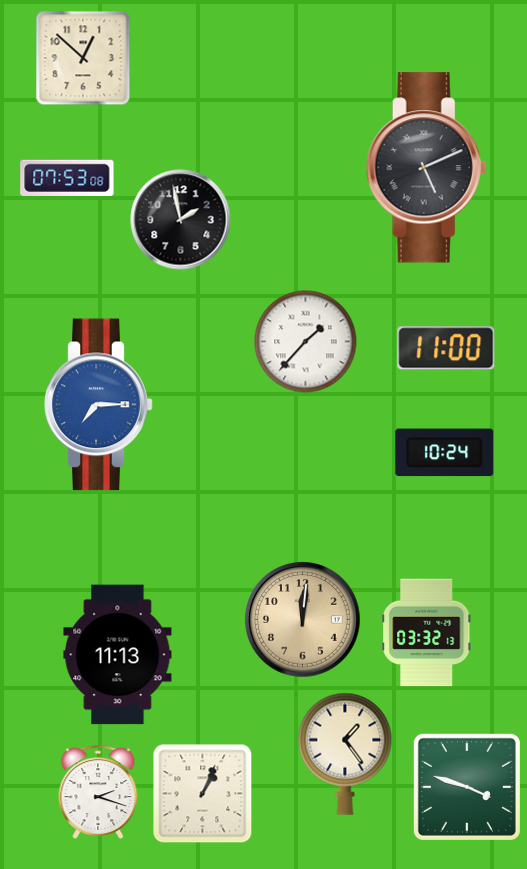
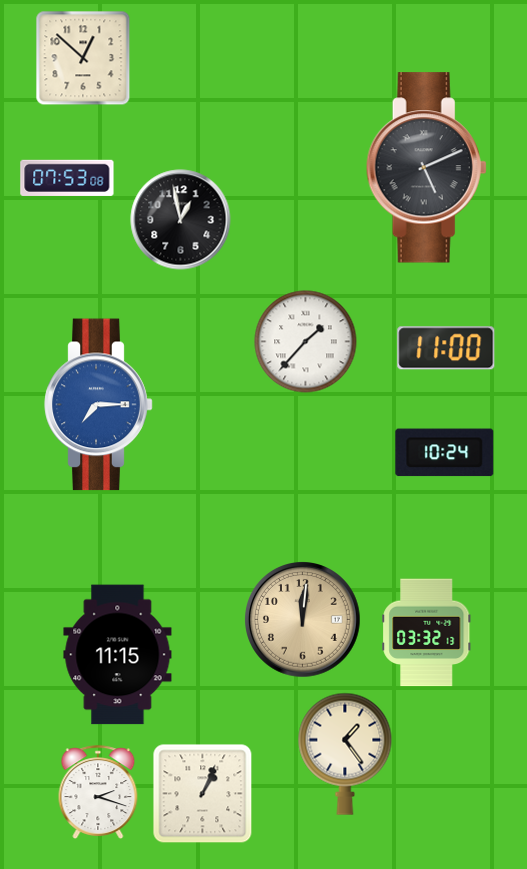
clock at (181, 220): 1:58 -> 12:58
clock at (118, 655): 11:13 -> 11:15
clock at (467, 787): 3:48 -> none
